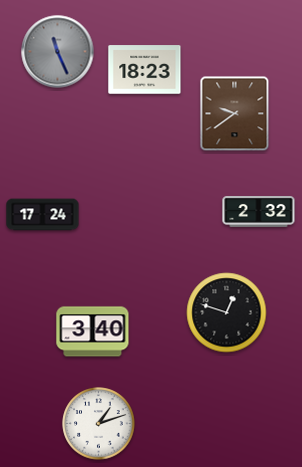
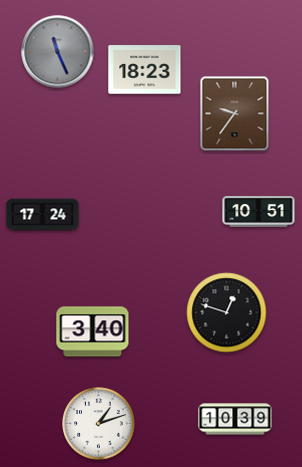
clock at (235, 114): 9:39 -> 9:36
clock at (259, 212): 2:32 -> 10:51
clock at (235, 419): none -> 10:39
